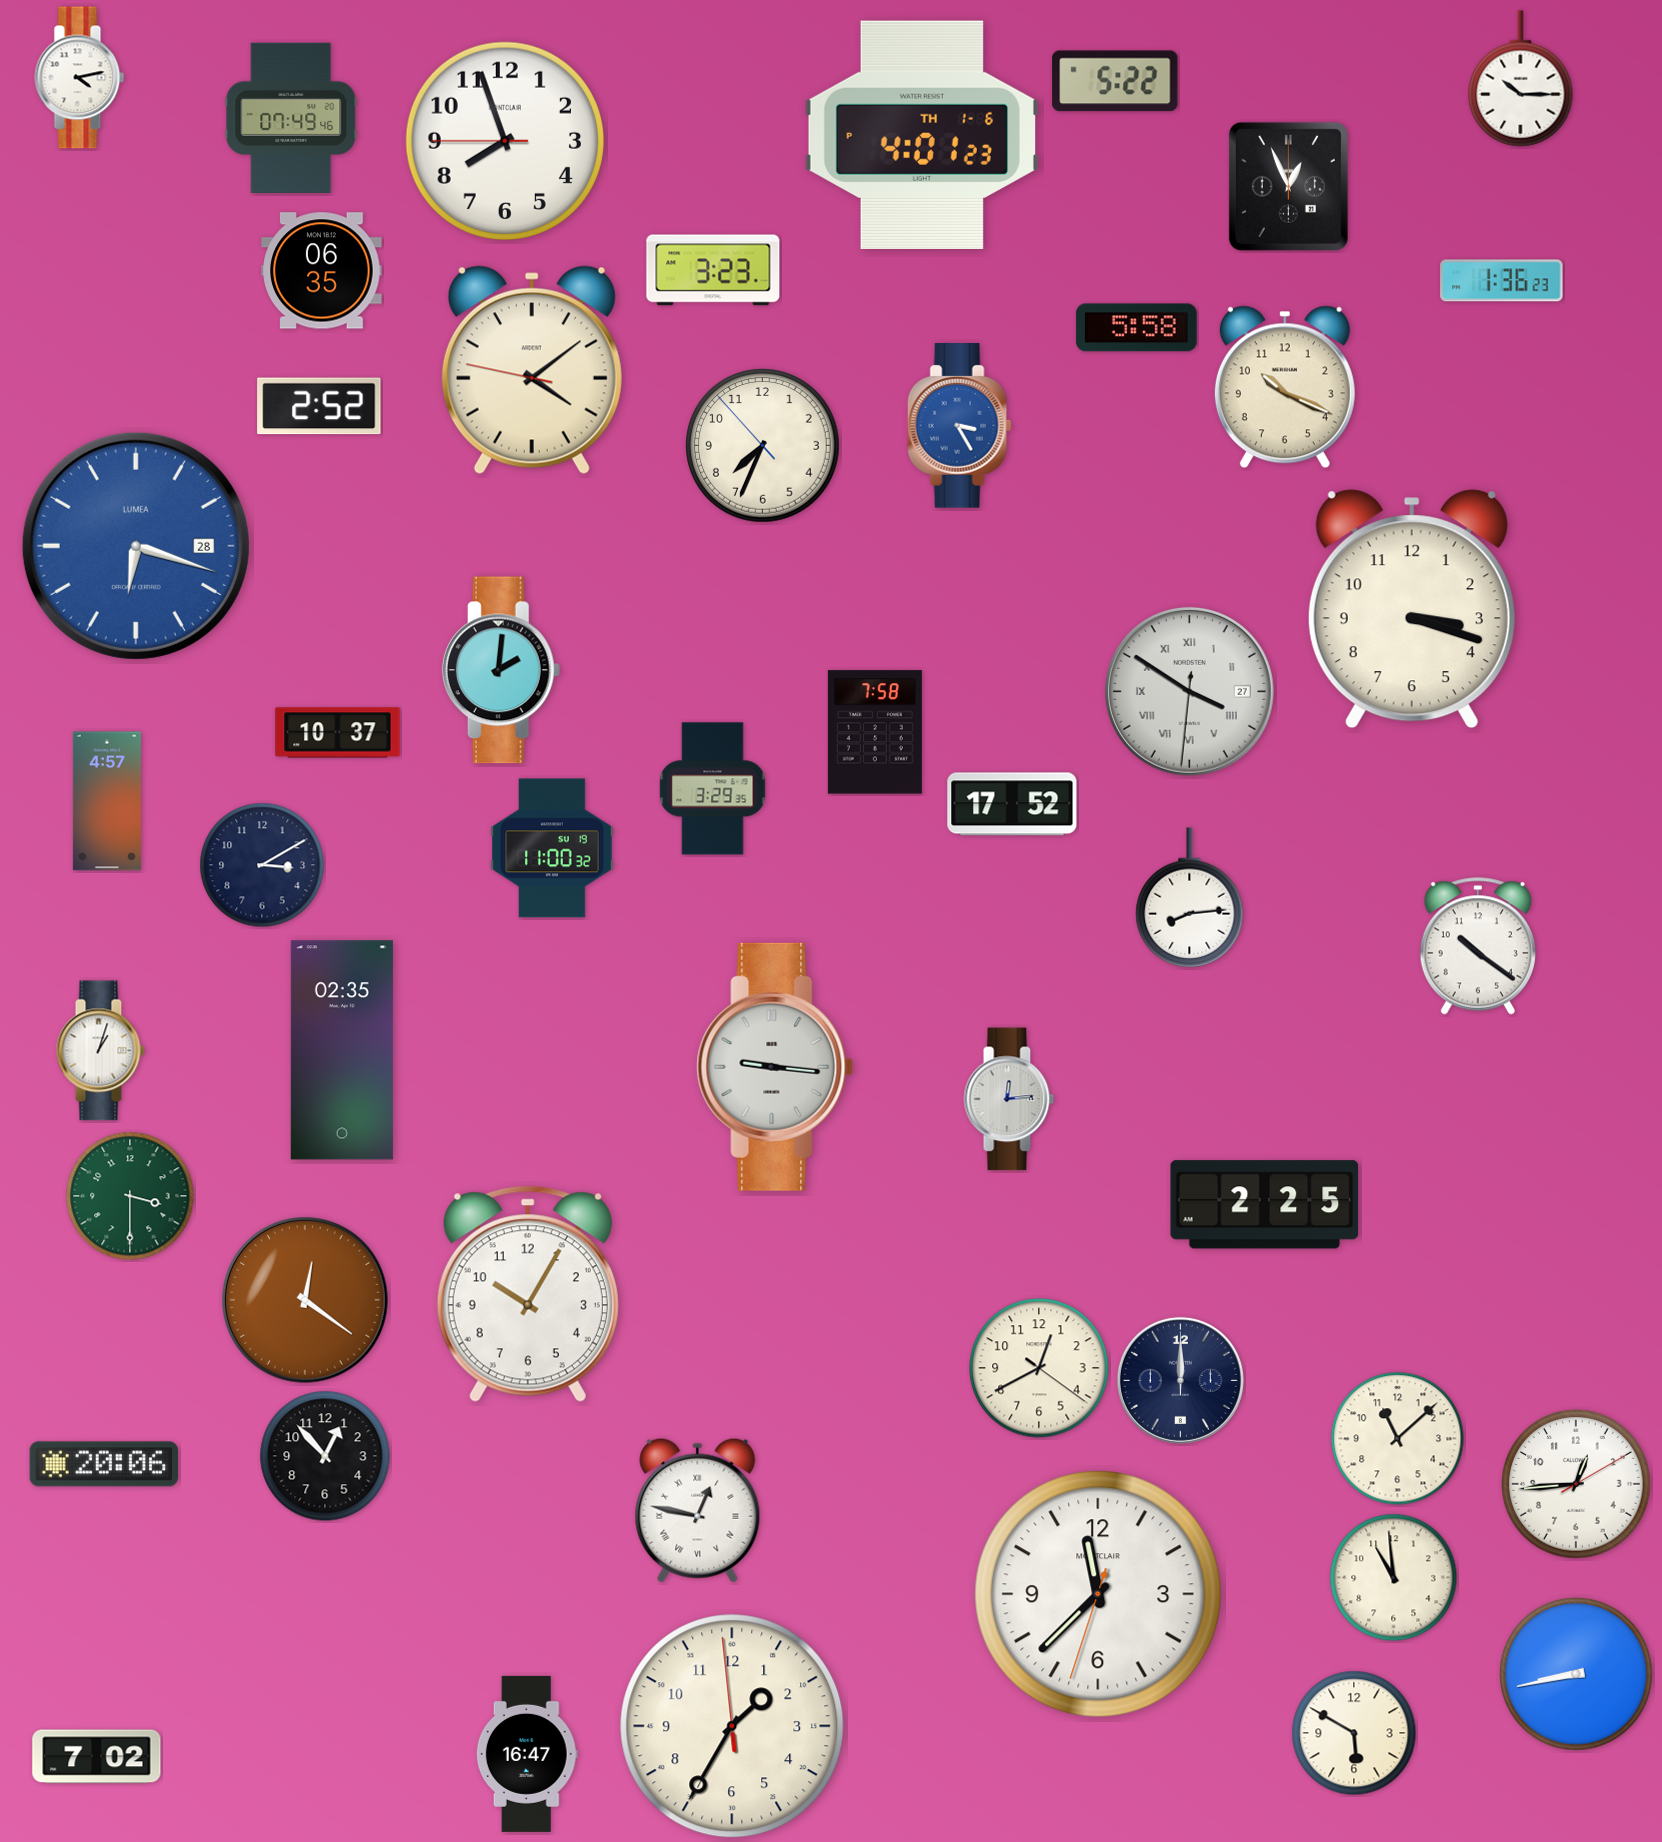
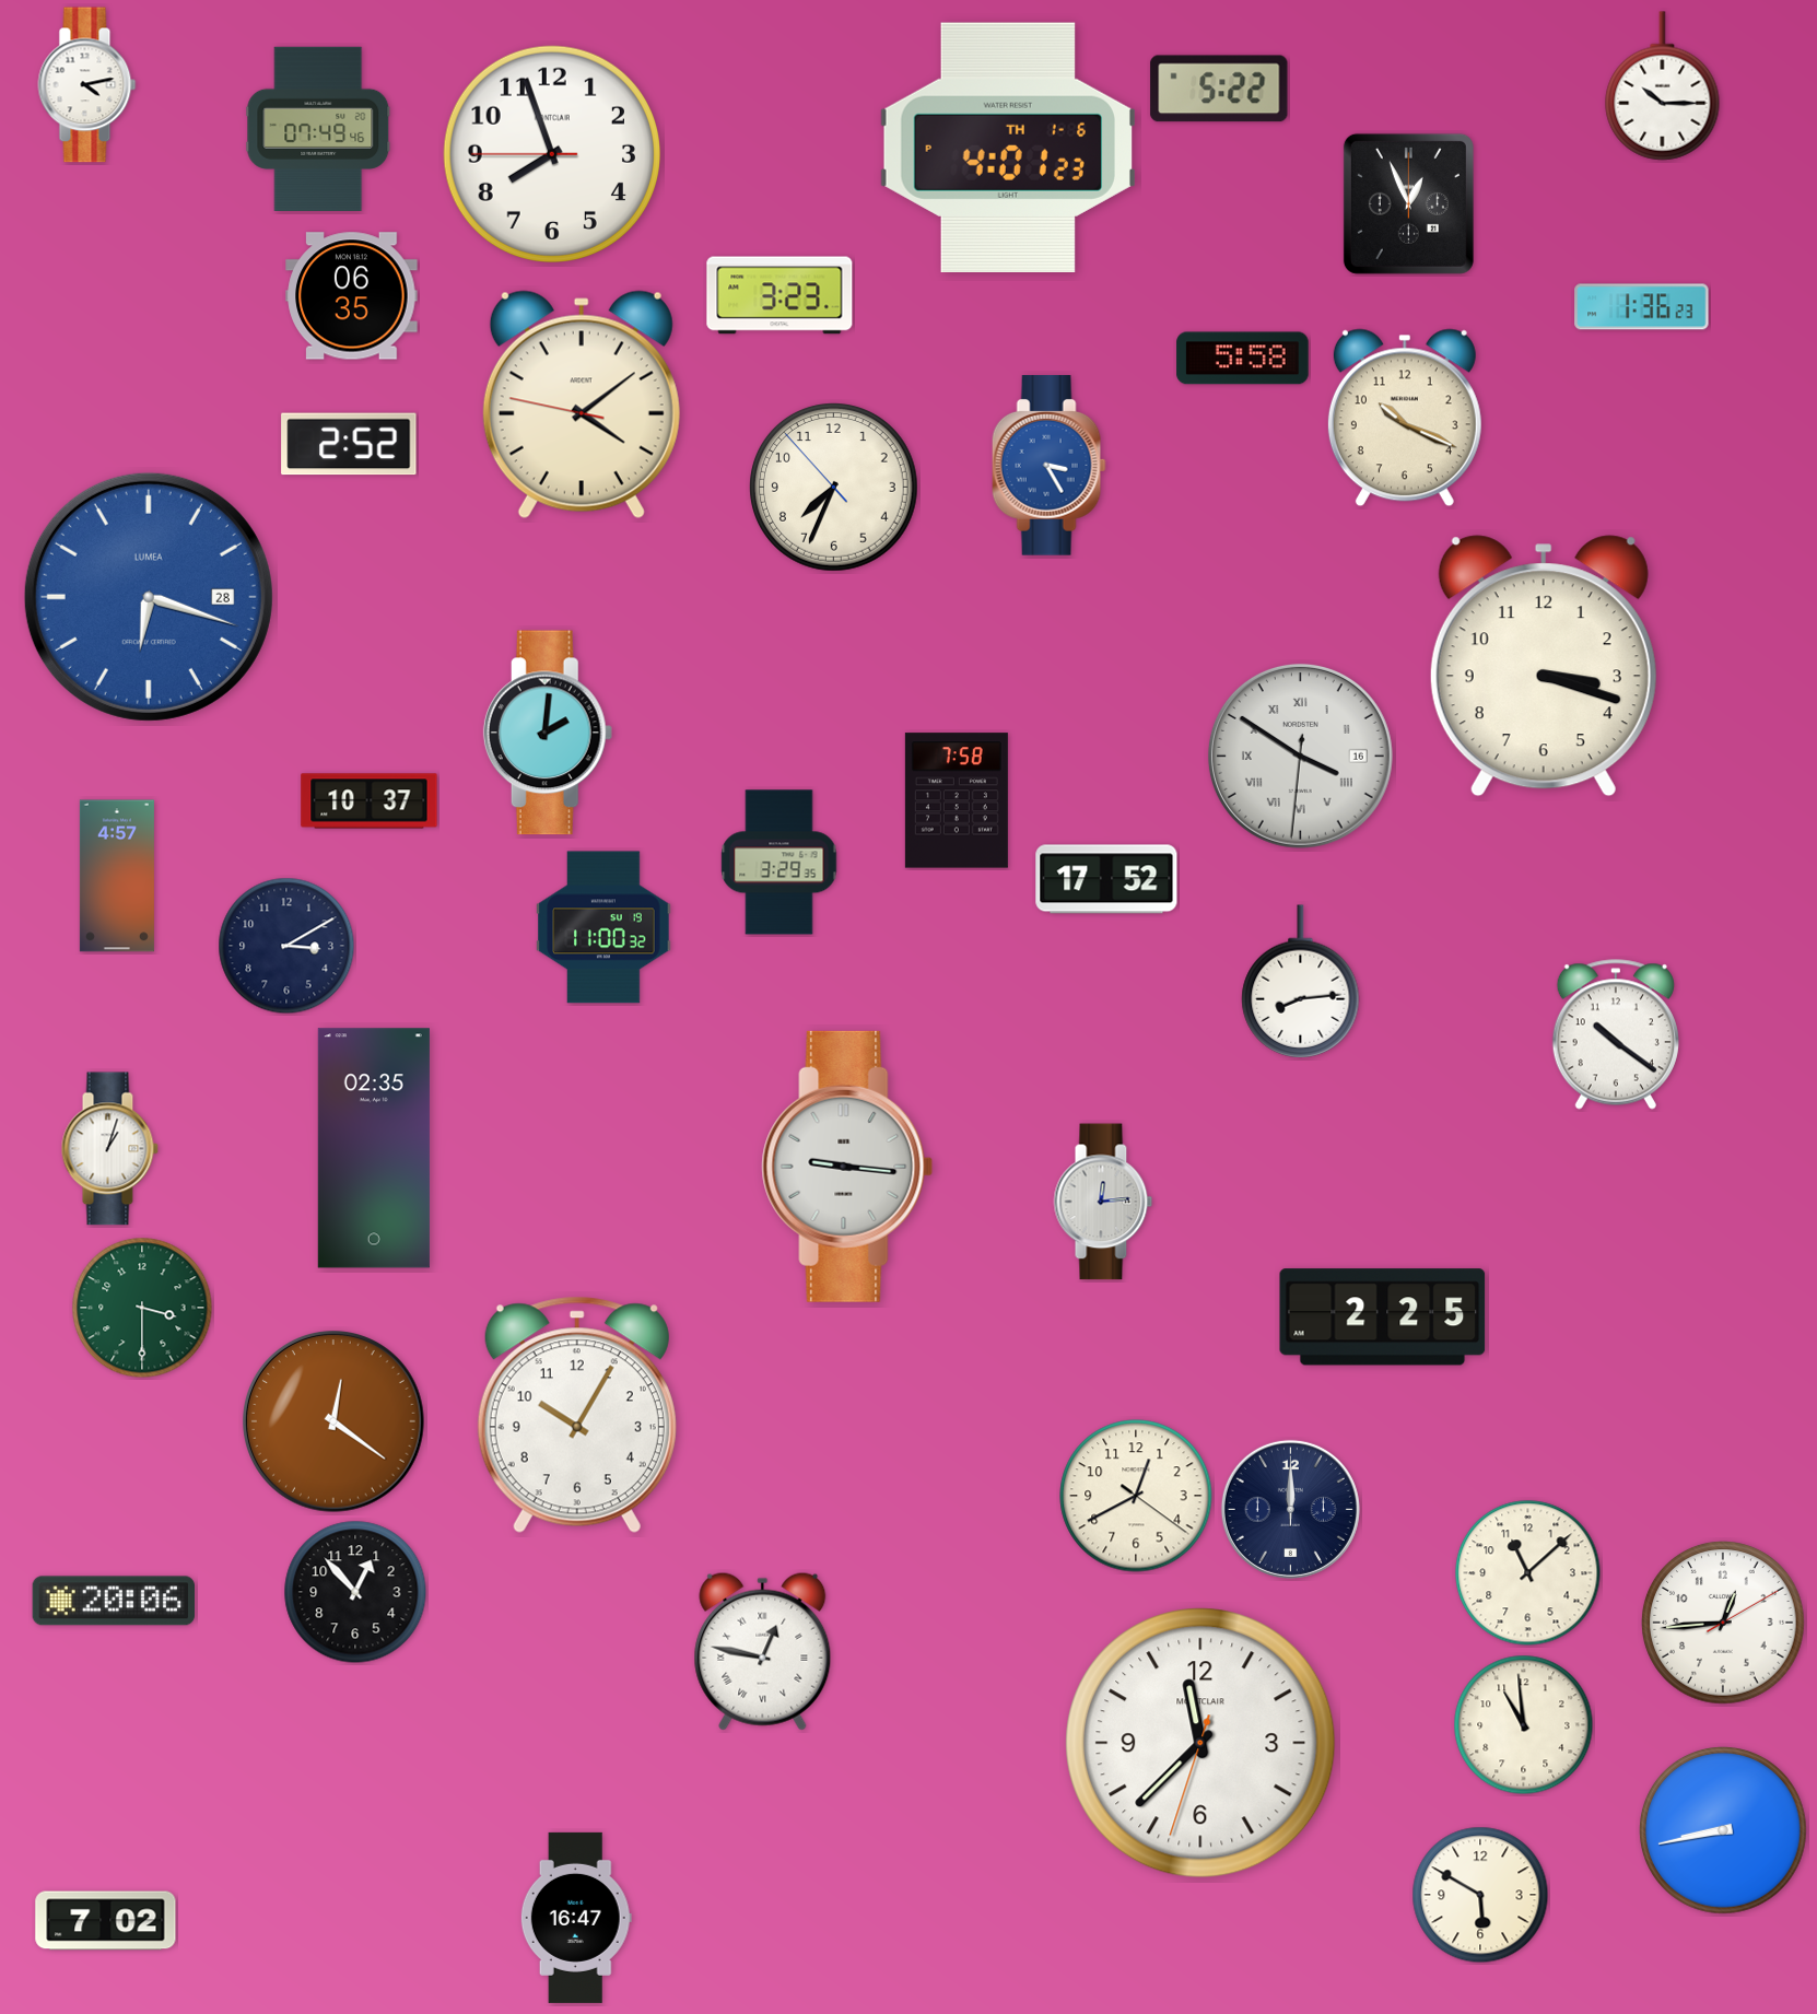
clock at (1285, 387) position: (1285, 387) -> (1405, 418)
clock at (1189, 691) date: 27 -> 16
clock at (732, 1726): 1:34 -> none
